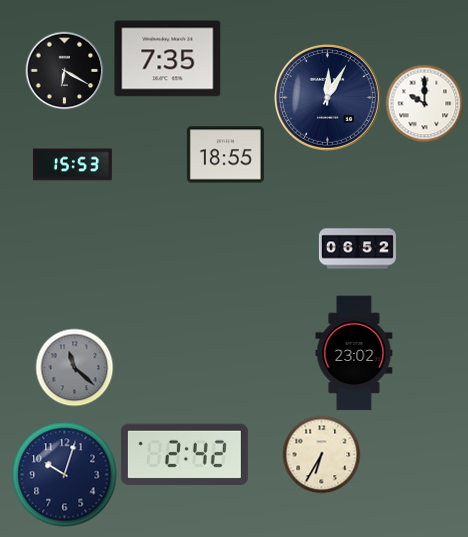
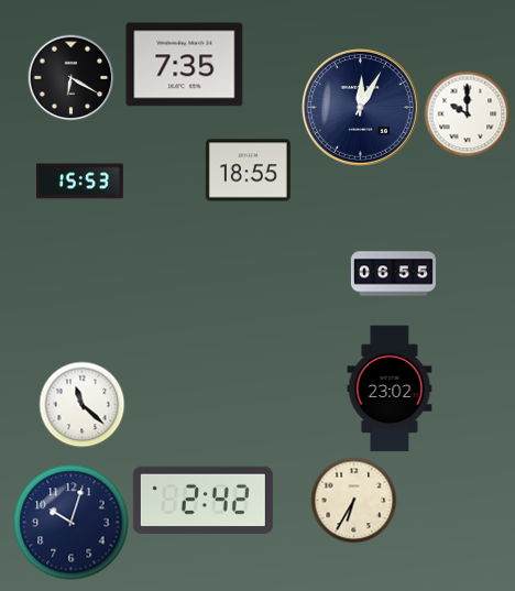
clock at (357, 249): 06:52 -> 06:55
clock at (74, 367) dial: grey -> white
